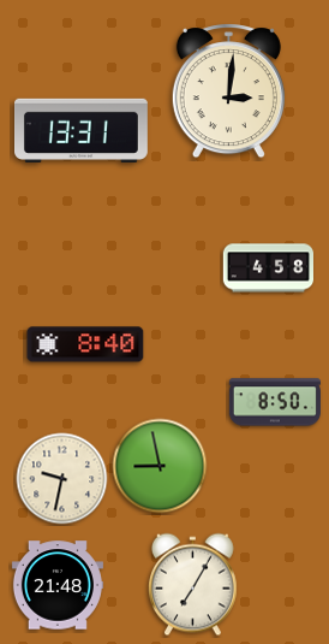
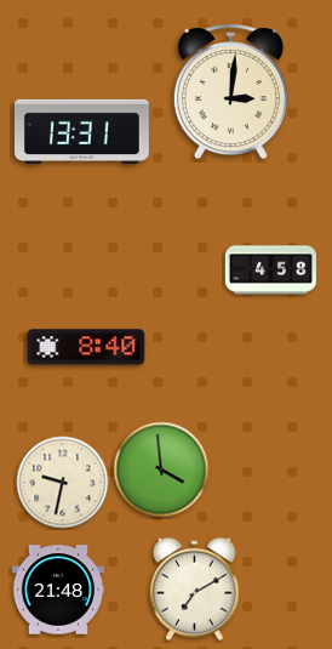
clock at (275, 402): 8:50 -> none
clock at (160, 466): 8:58 -> 3:59
clock at (193, 585): 7:05 -> 7:10
